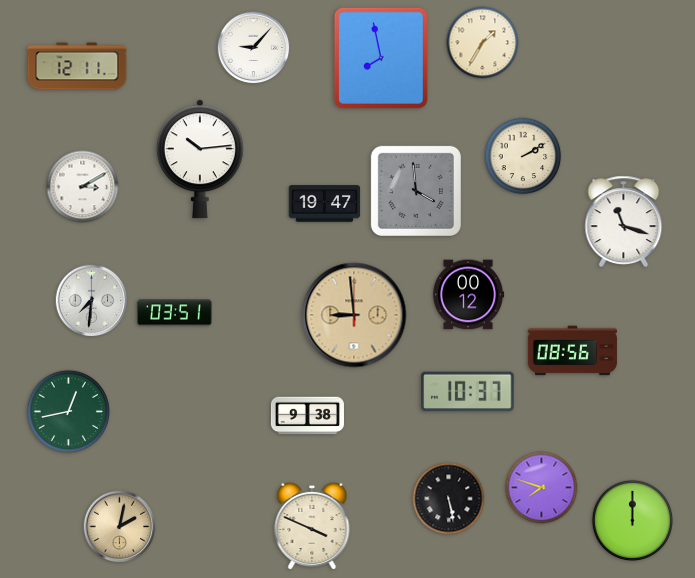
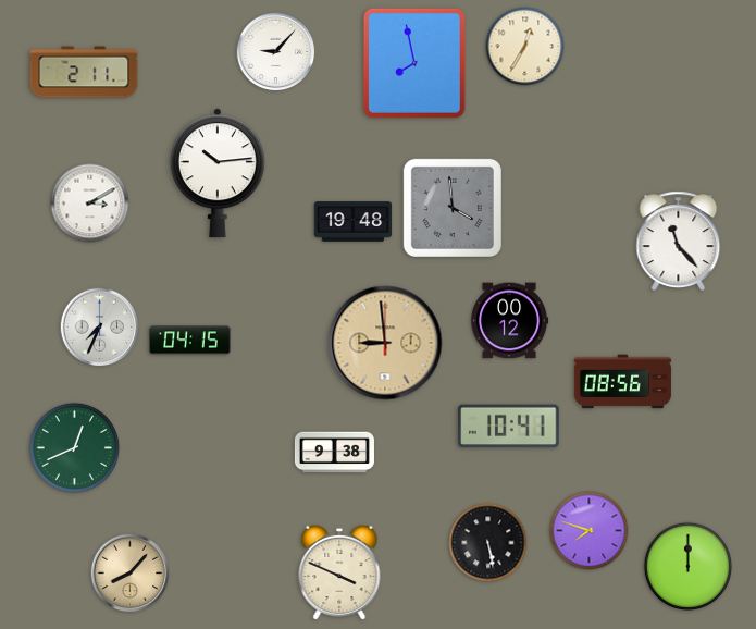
clock at (483, 43): 1:35 -> 12:35
clock at (77, 66): 12:11 -> 2:11
clock at (523, 156): 2:10 -> none
clock at (325, 204): 19:47 -> 19:48
clock at (624, 222): 11:18 -> 11:23
clock at (92, 301): 7:31 -> 7:34
clock at (175, 313): 03:51 -> 04:15
clock at (468, 392): 10:37 -> 10:41
clock at (68, 411): 12:43 -> 12:41
clock at (120, 527): 2:02 -> 8:07
